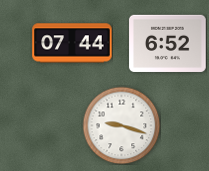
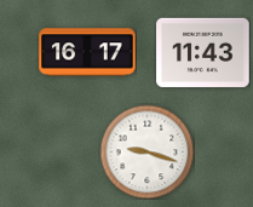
clock at (72, 43): 07:44 -> 16:17
clock at (168, 43): 6:52 -> 11:43
